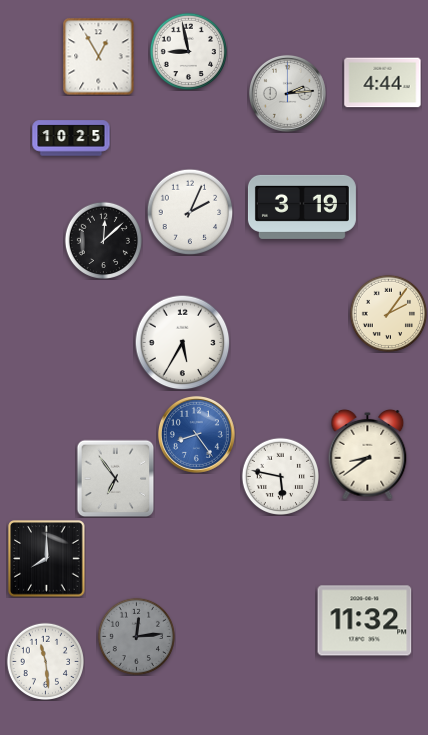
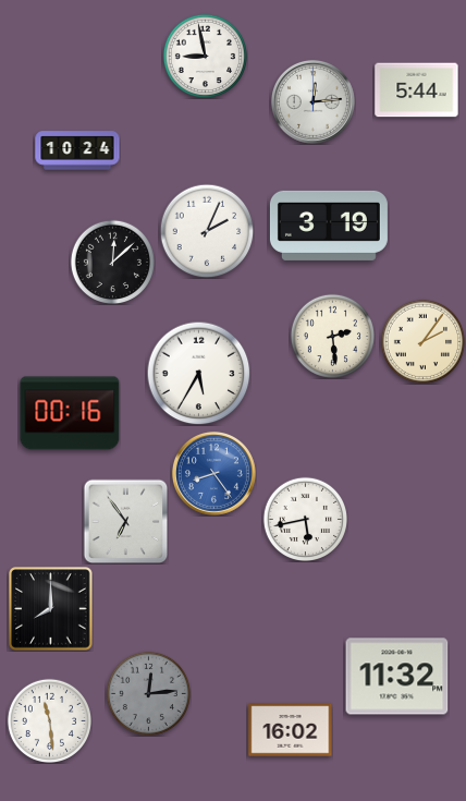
clock at (99, 56): 12:55 -> none
clock at (383, 83): 4:44 -> 5:44
clock at (287, 93): 2:14 -> 12:14
clock at (71, 138): 10:25 -> 10:24
clock at (332, 336): none -> 2:29
clock at (70, 413): none -> 00:16
clock at (368, 455): 8:39 -> none
clock at (280, 476): 5:47 -> 5:43
clock at (291, 730): none -> 16:02
